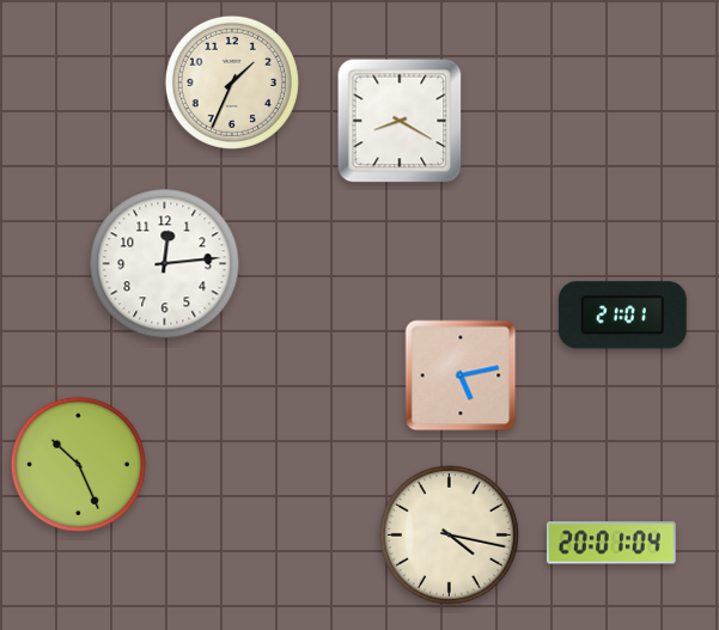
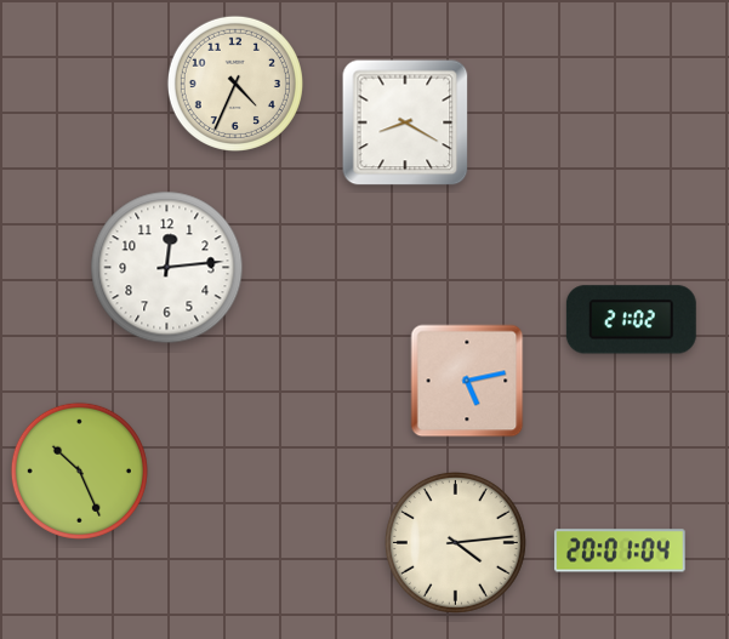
clock at (232, 82): 1:34 -> 4:34
clock at (622, 316): 21:01 -> 21:02
clock at (449, 534): 4:17 -> 4:14
